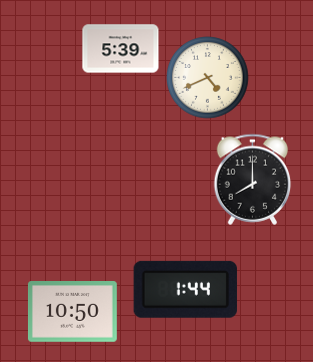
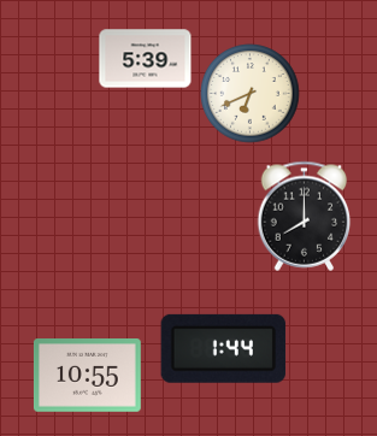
clock at (208, 78): 4:41 -> 6:41
clock at (72, 312): 10:50 -> 10:55
